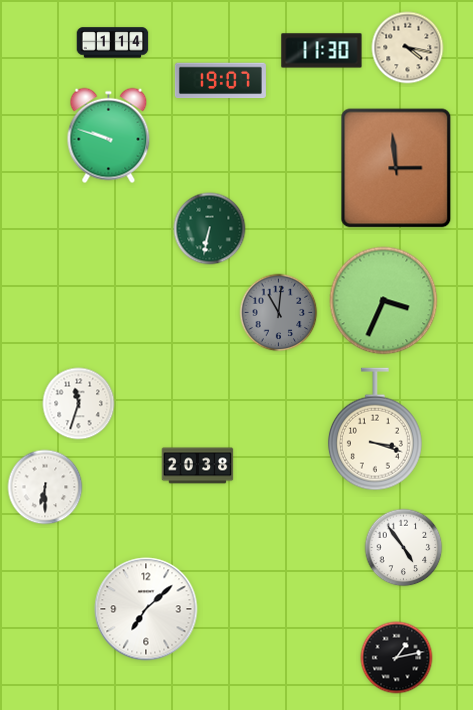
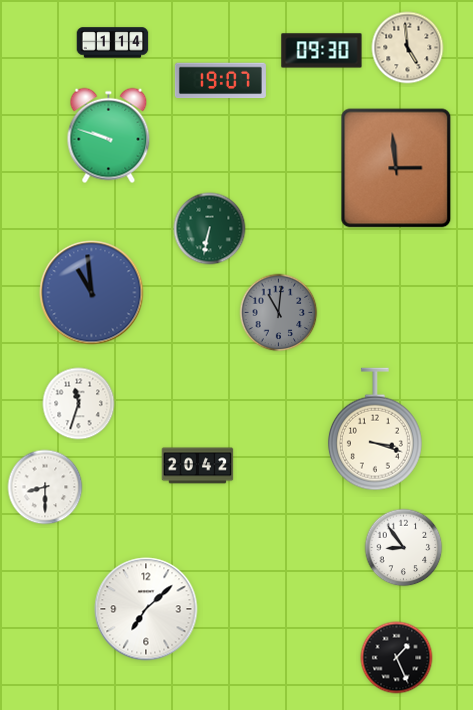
clock at (408, 48): 4:17 -> 4:59
clock at (322, 51): 11:30 -> 09:30
clock at (92, 293): none -> 10:59
clock at (384, 301): 3:34 -> none
clock at (198, 466): 20:38 -> 20:42
clock at (45, 487): 6:30 -> 8:30
clock at (404, 548): 4:54 -> 8:54
clock at (397, 658): 1:13 -> 1:26
